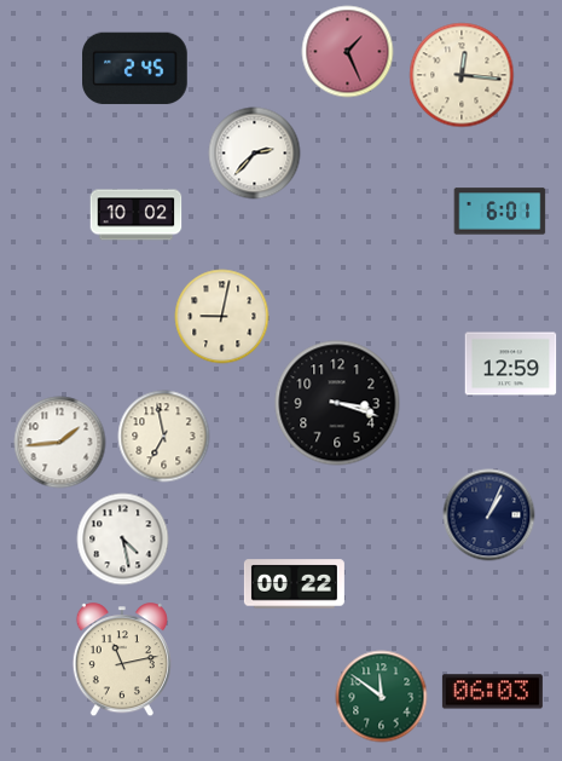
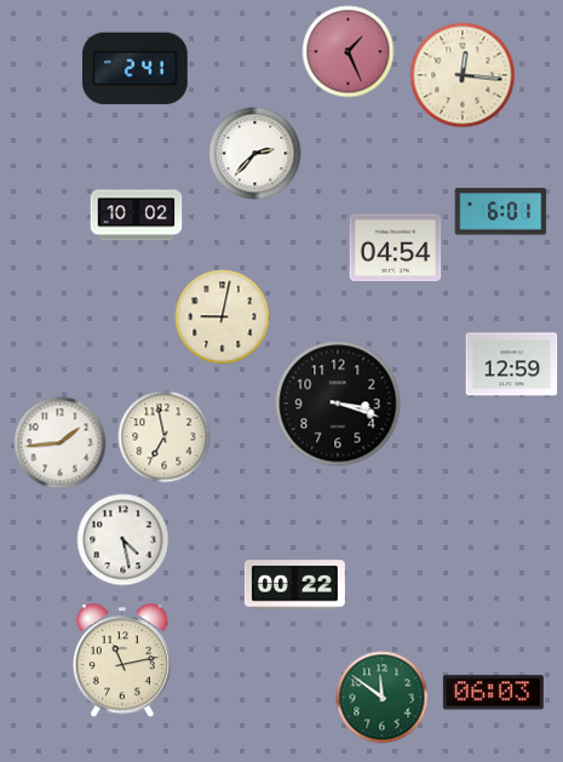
clock at (135, 69): 2:45 -> 2:41
clock at (396, 248): none -> 04:54
clock at (489, 515): 1:04 -> none
